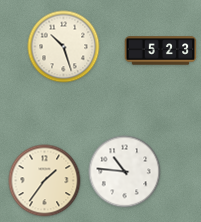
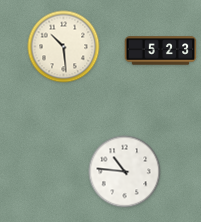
clock at (64, 47): 10:27 -> 10:29
clock at (45, 181): 1:36 -> none
